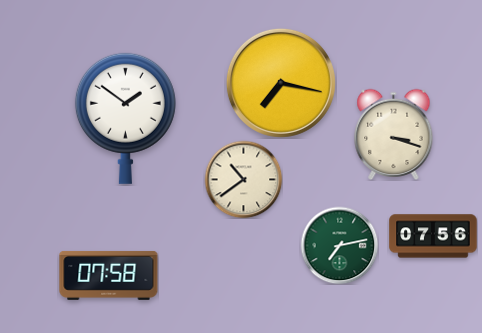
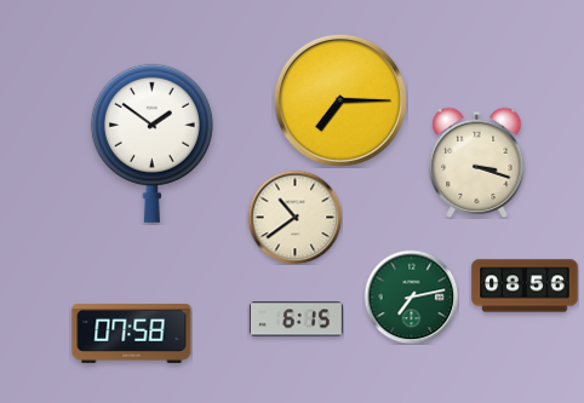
clock at (281, 83): 7:17 -> 7:15
clock at (433, 236): 07:56 -> 08:56
clock at (296, 319): none -> 6:15
